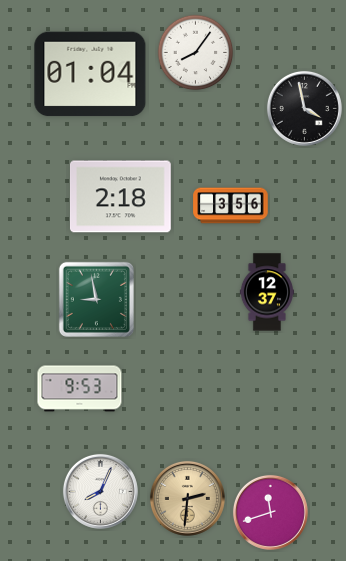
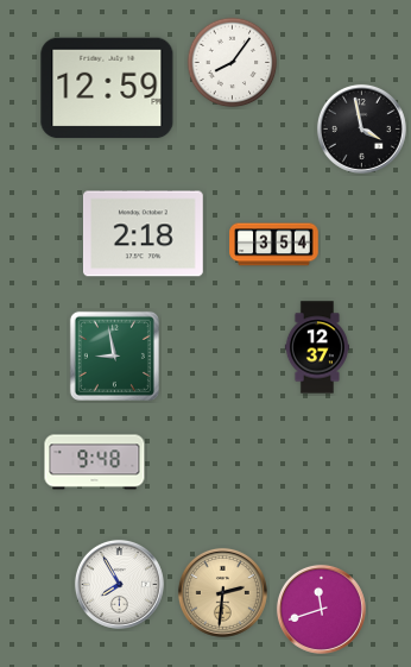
clock at (90, 74): 01:04 -> 12:59
clock at (231, 206): 3:56 -> 3:54
clock at (80, 389): 9:53 -> 9:48
clock at (100, 491): 8:04 -> 7:55
